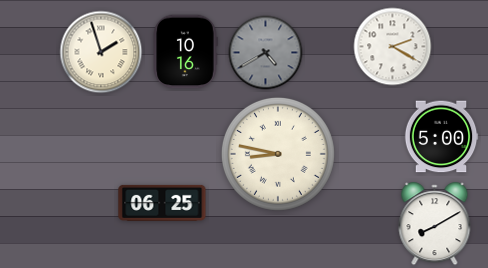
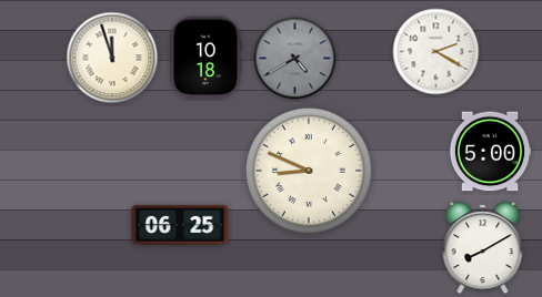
clock at (101, 52): 1:57 -> 11:57
clock at (185, 52): 10:16 -> 10:18
clock at (278, 154): 8:47 -> 8:49
